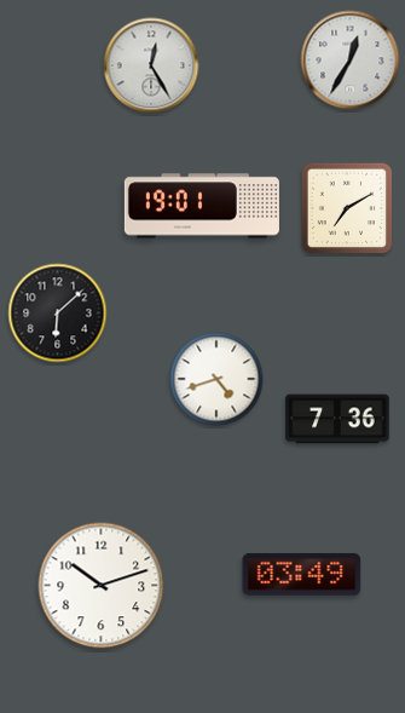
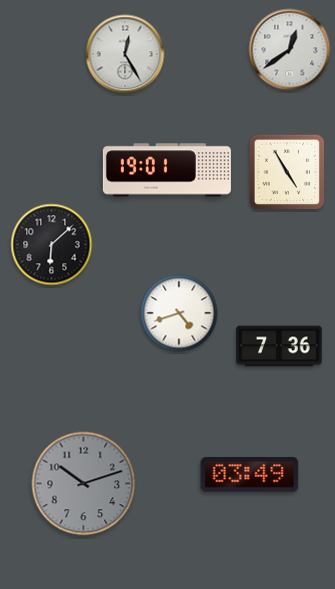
clock at (351, 61): 12:35 -> 12:39
clock at (347, 208): 7:10 -> 4:55
clock at (58, 314) position: (58, 314) -> (52, 245)
clock at (102, 586) dial: white -> grey
